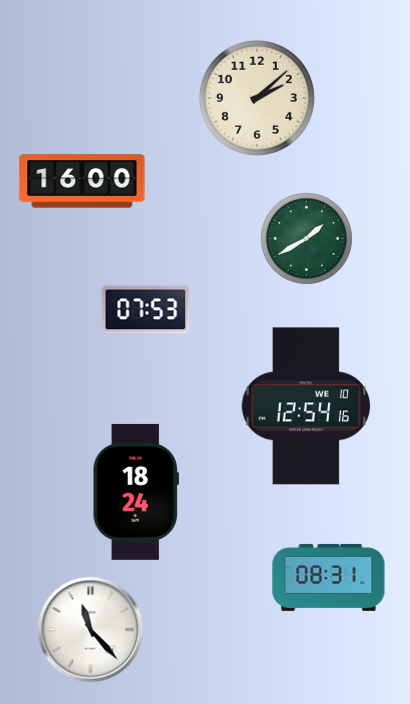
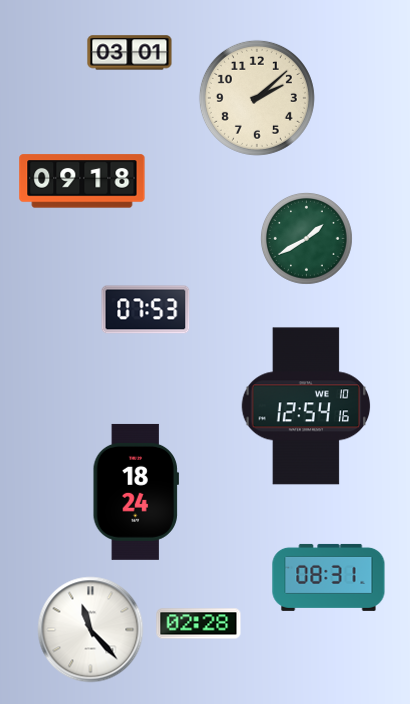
clock at (130, 53): none -> 03:01
clock at (82, 181): 16:00 -> 09:18
clock at (199, 624): none -> 02:28
